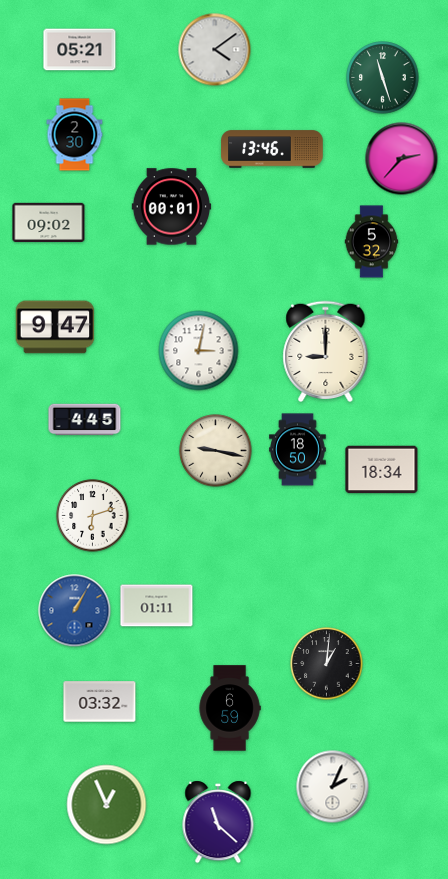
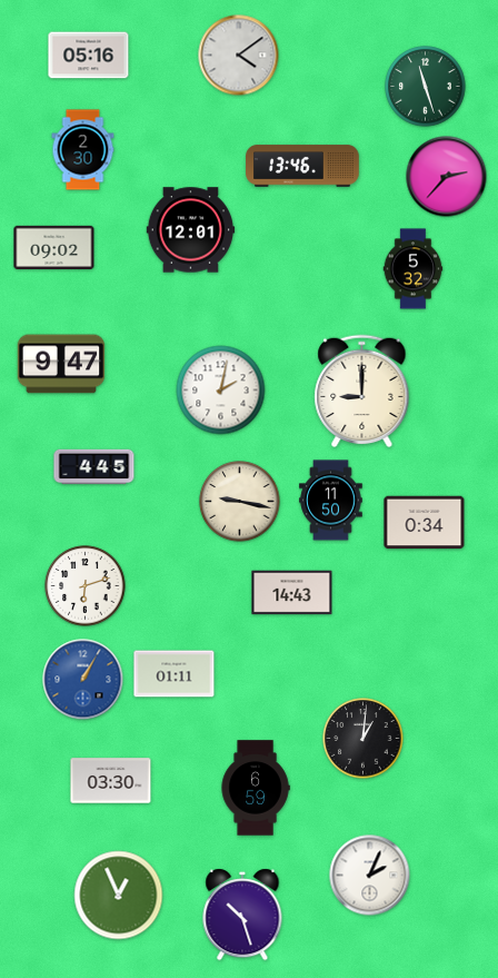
clock at (80, 50): 05:21 -> 05:16
clock at (172, 207): 00:01 -> 12:01
clock at (199, 351): 3:02 -> 2:02
clock at (298, 450): 18:50 -> 11:50
clock at (382, 470): 18:34 -> 0:34
clock at (93, 516) position: (93, 516) -> (86, 586)
clock at (292, 593): none -> 14:43
clock at (100, 702): 03:32 -> 03:30
clock at (218, 822): 11:22 -> 10:27
